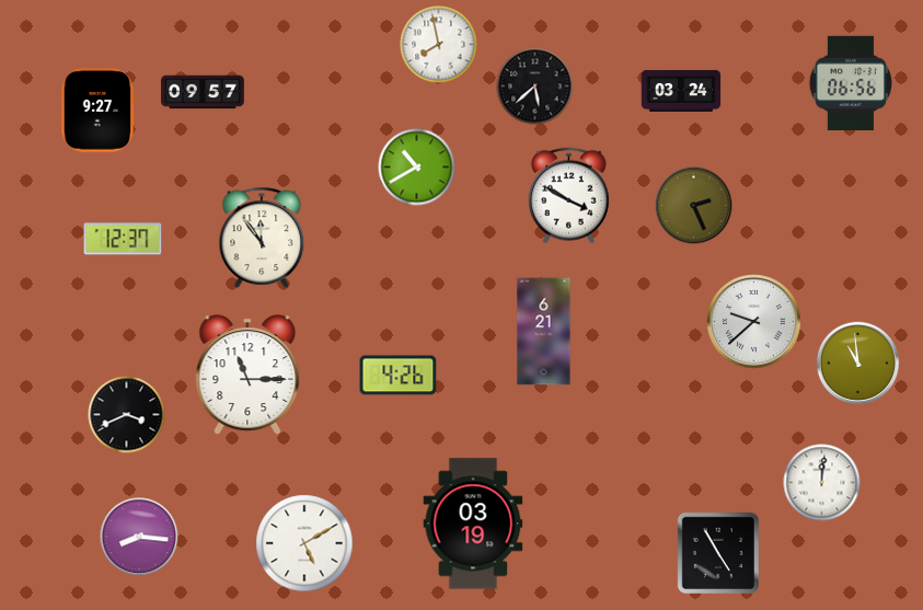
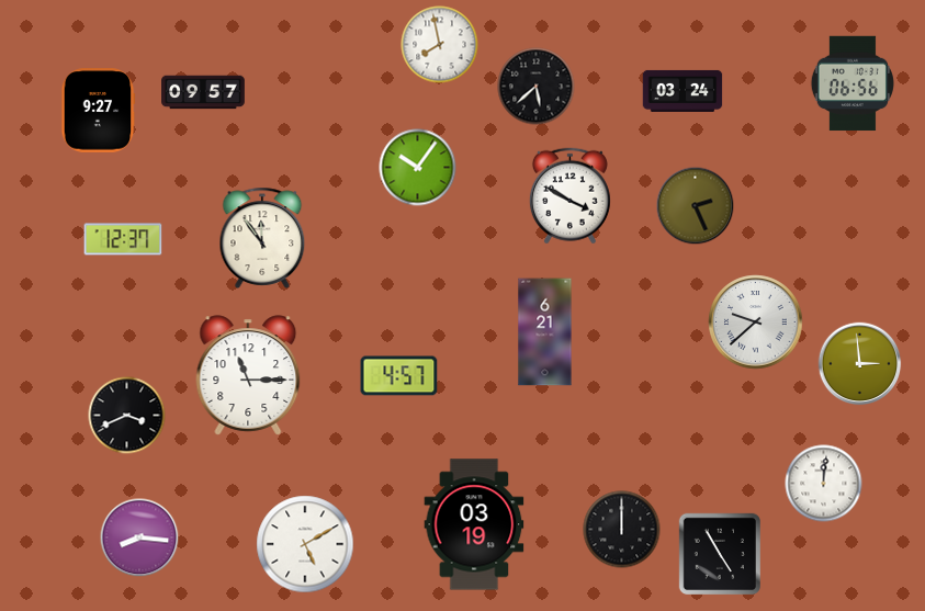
clock at (417, 168): 10:40 -> 10:06
clock at (858, 364): 10:59 -> 2:59
clock at (399, 376): 4:26 -> 4:57
clock at (622, 530): none -> 12:00
